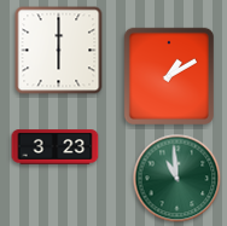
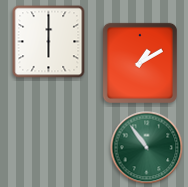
clock at (56, 147): 3:23 -> none
clock at (177, 179): 10:59 -> 10:54
